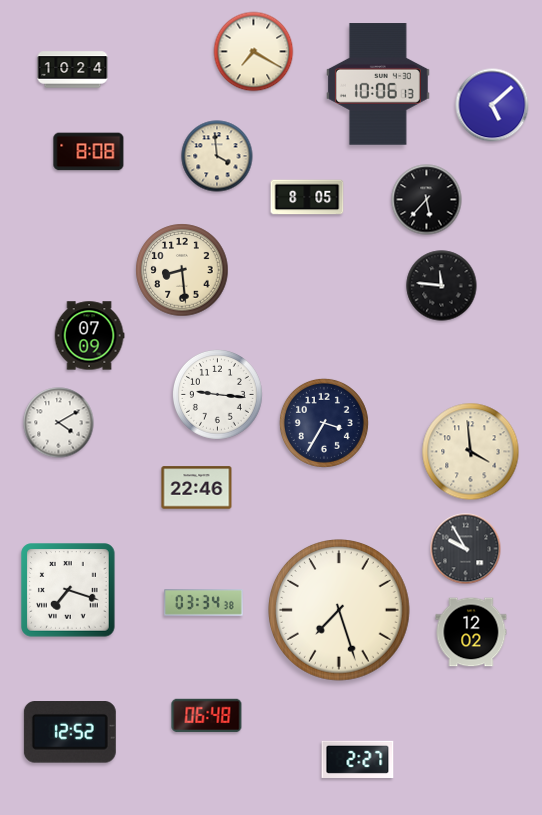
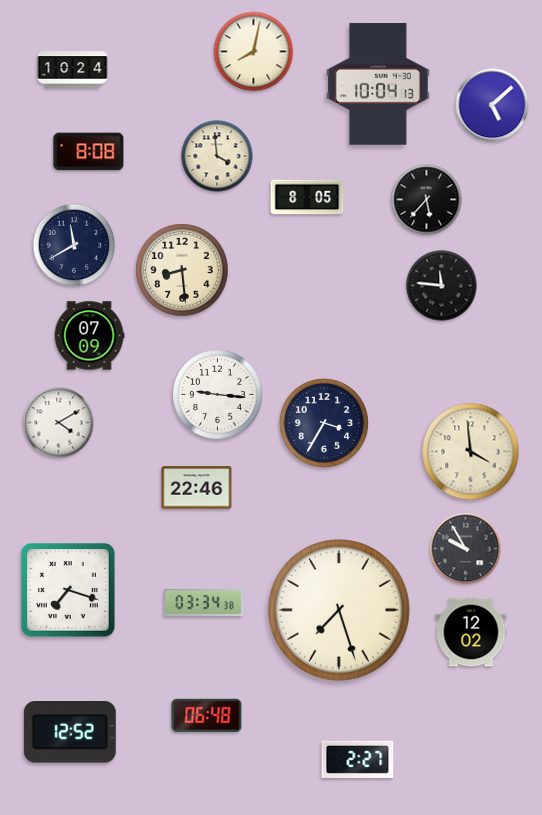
clock at (254, 52): 7:20 -> 8:02
clock at (378, 84): 10:06 -> 10:04
clock at (74, 245): none -> 11:40
